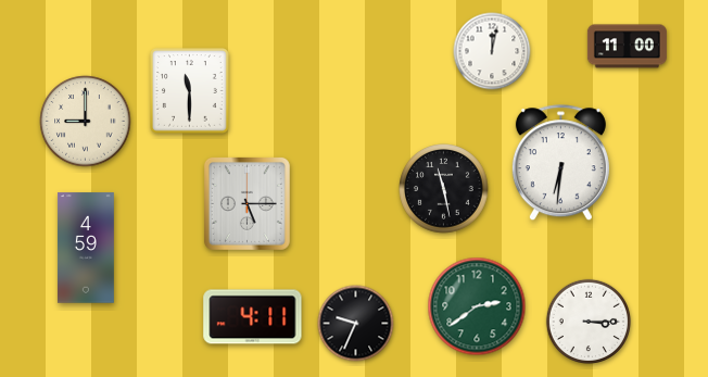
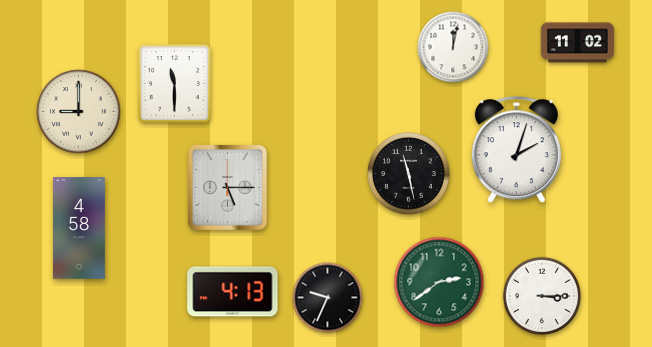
clock at (627, 47): 11:00 -> 11:02
clock at (560, 163): 6:31 -> 2:03
clock at (86, 248): 4:59 -> 4:58
clock at (253, 317): 4:11 -> 4:13
